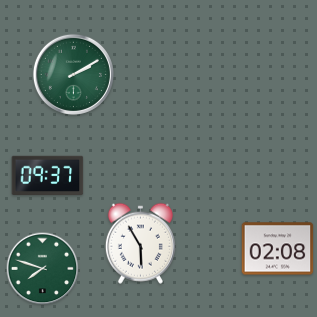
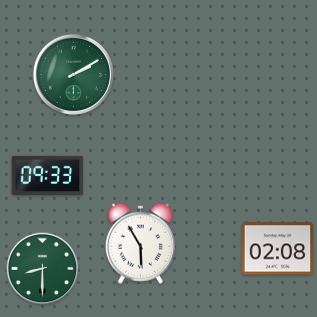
clock at (48, 176): 09:37 -> 09:33
clock at (43, 269): 7:48 -> 8:30
